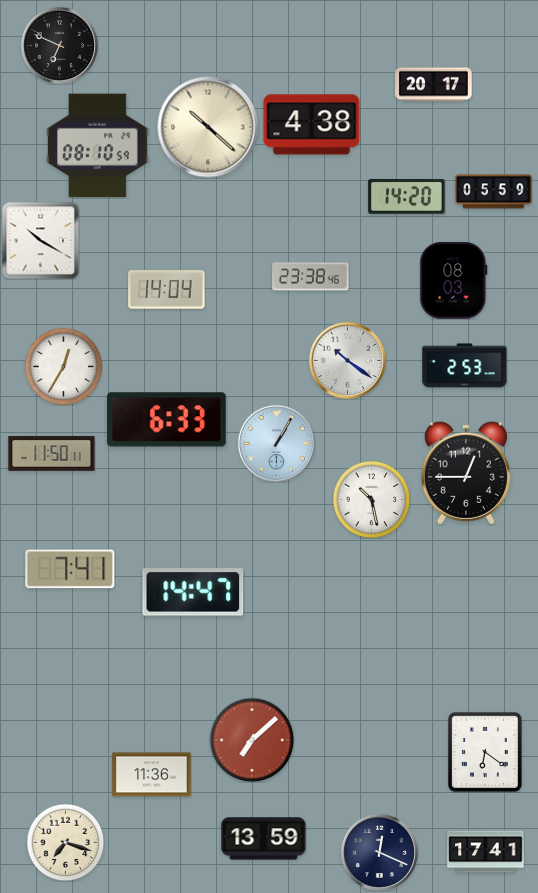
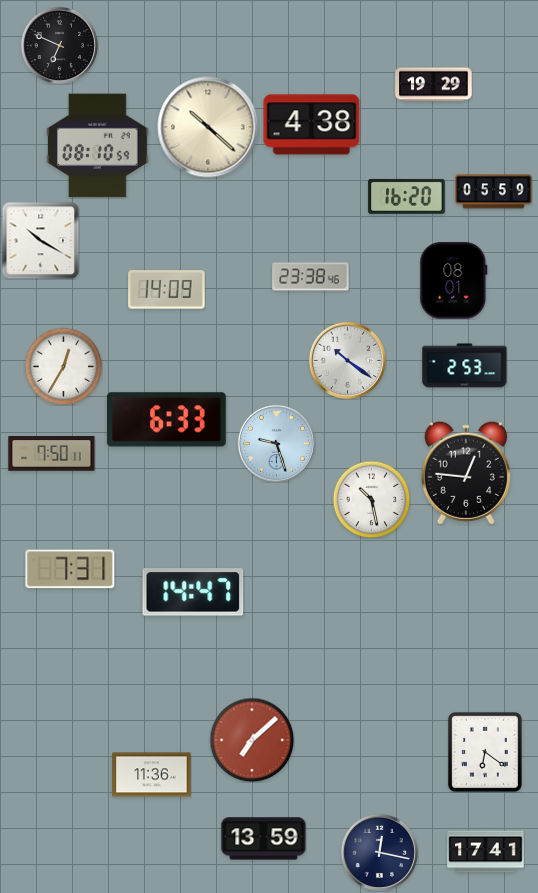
clock at (434, 85): 20:17 -> 19:29
clock at (407, 196): 14:20 -> 16:20
clock at (454, 281): 08:03 -> 08:01
clock at (167, 290): 14:04 -> 14:09
clock at (276, 443): 1:05 -> 9:27
clock at (52, 454): 11:50 -> 7:50
clock at (466, 473): 12:45 -> 12:46
clock at (70, 569): 7:41 -> 7:31
clock at (65, 842): 7:18 -> none
clock at (379, 852): 12:19 -> 12:17
